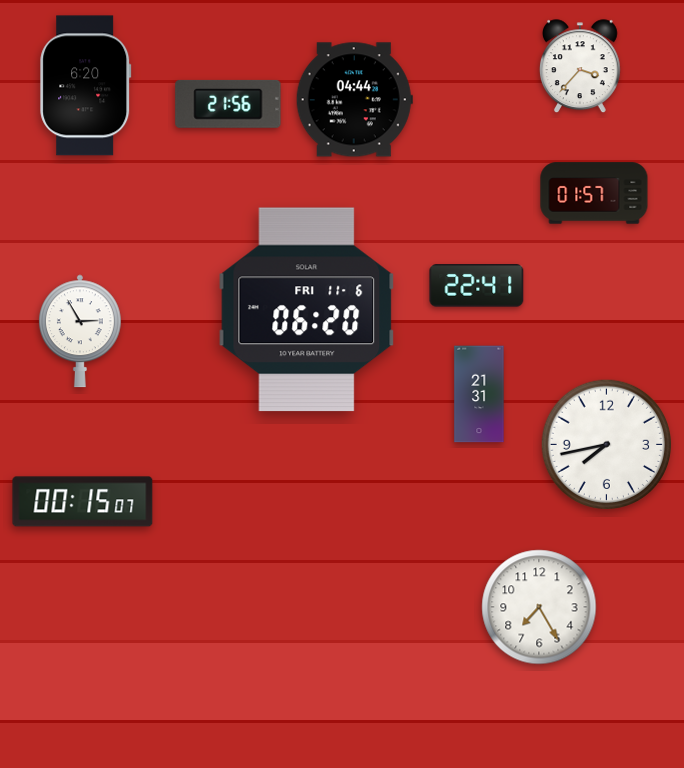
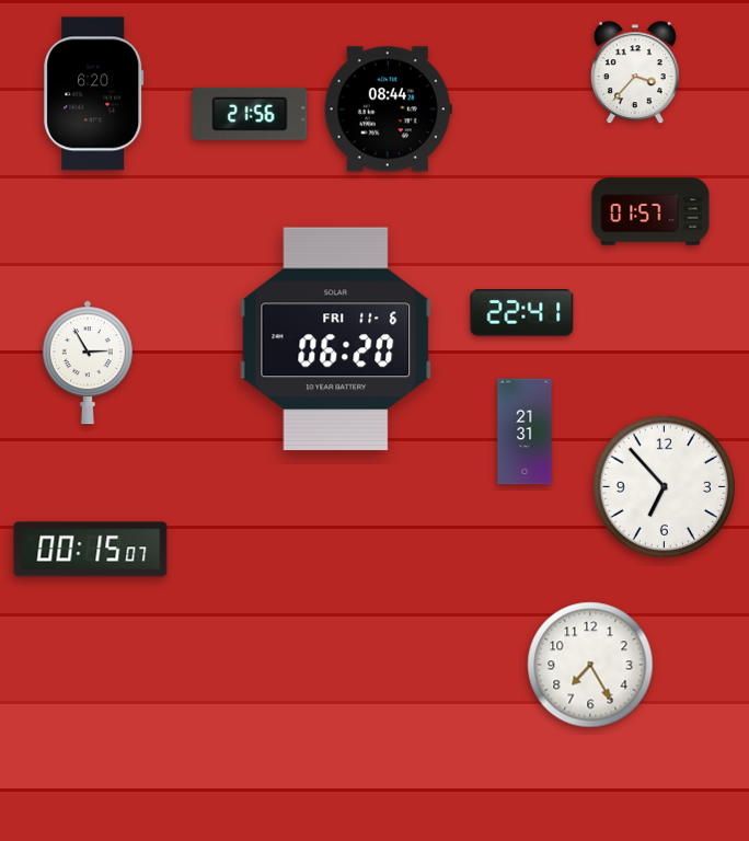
clock at (354, 100): 04:44 -> 08:44
clock at (606, 444): 7:43 -> 6:53
